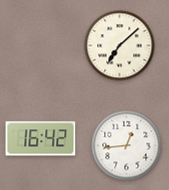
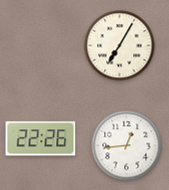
clock at (120, 46): 7:08 -> 7:05
clock at (41, 139): 16:42 -> 22:26
